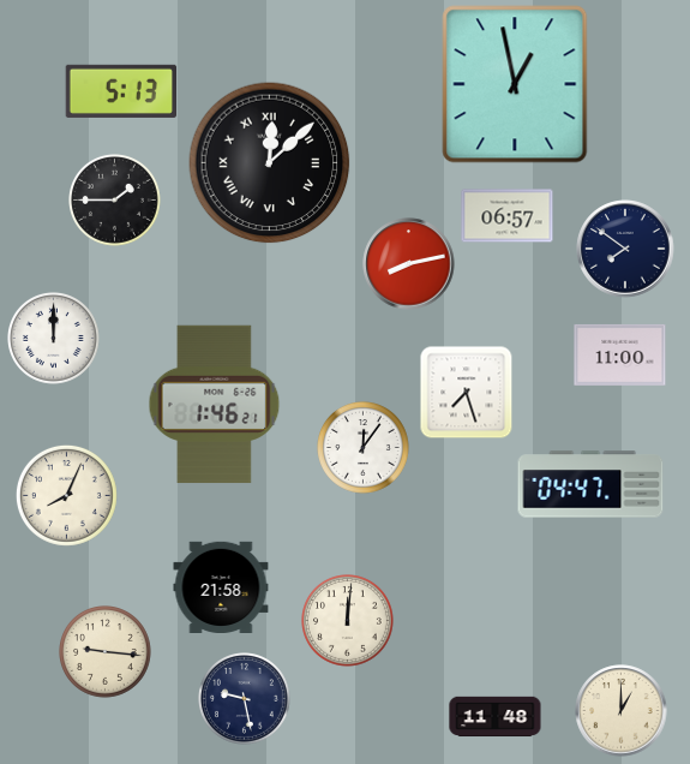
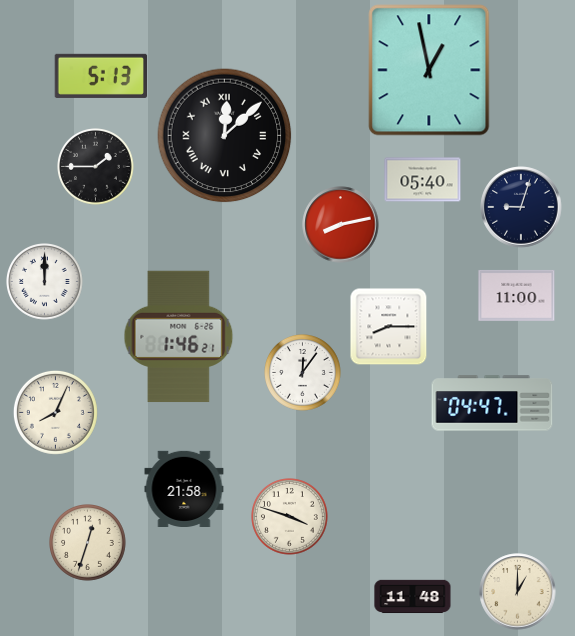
clock at (508, 216): 06:57 -> 05:40
clock at (625, 249): 7:51 -> 9:03
clock at (409, 264) position: (409, 264) -> (341, 225)
clock at (466, 392): 7:27 -> 8:15
clock at (348, 621): 12:01 -> 3:48
clock at (106, 652): 9:16 -> 12:33
clock at (245, 699): 9:28 -> none
